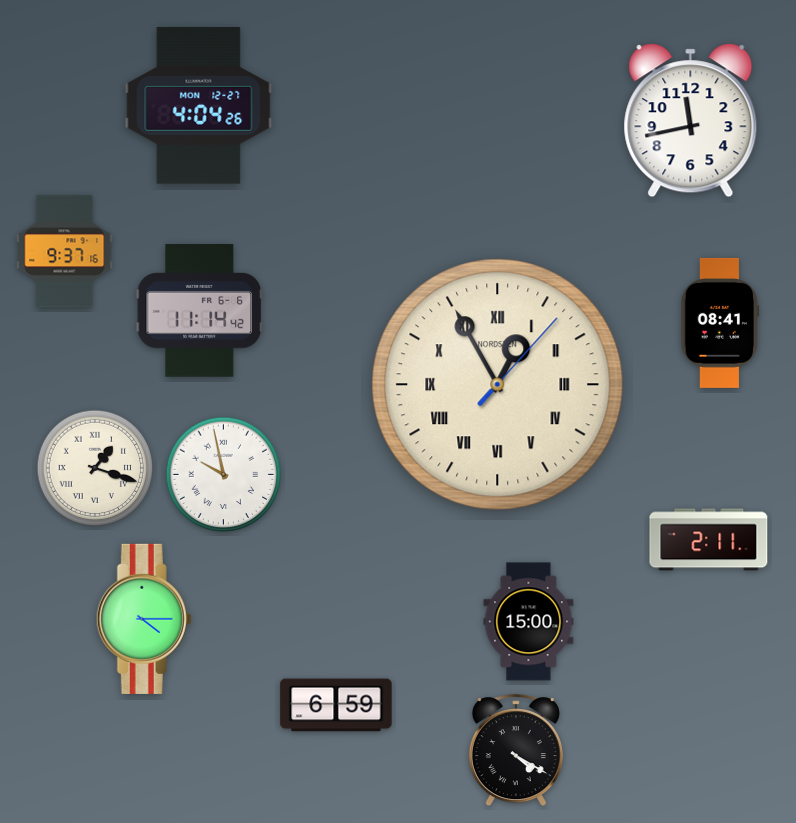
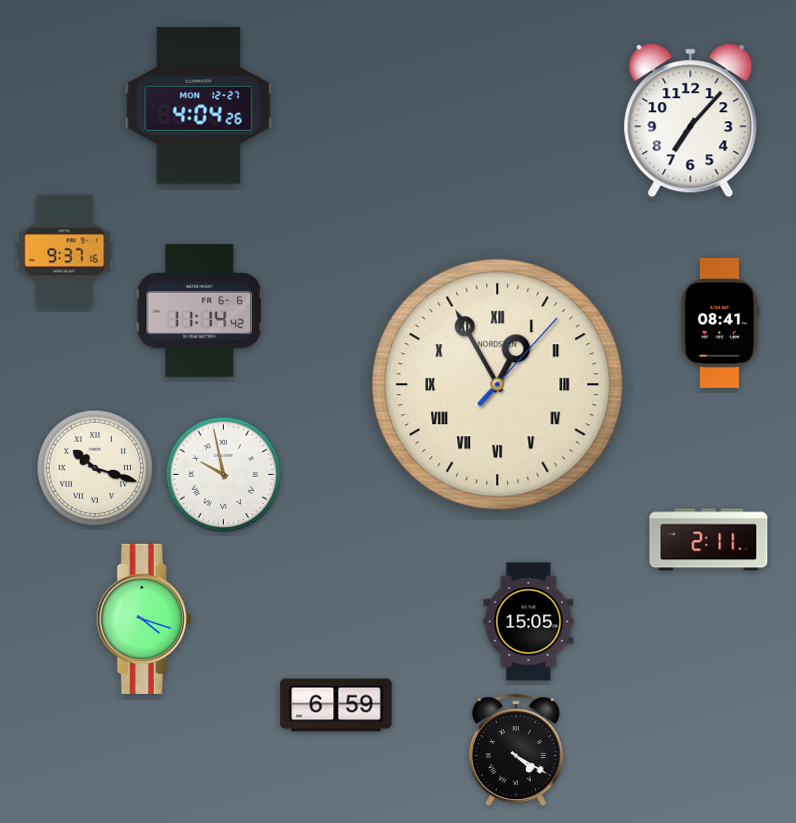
clock at (691, 121): 11:43 -> 7:07
clock at (95, 468): 1:18 -> 10:18
clock at (144, 619): 4:15 -> 4:18
clock at (529, 622): 15:00 -> 15:05
